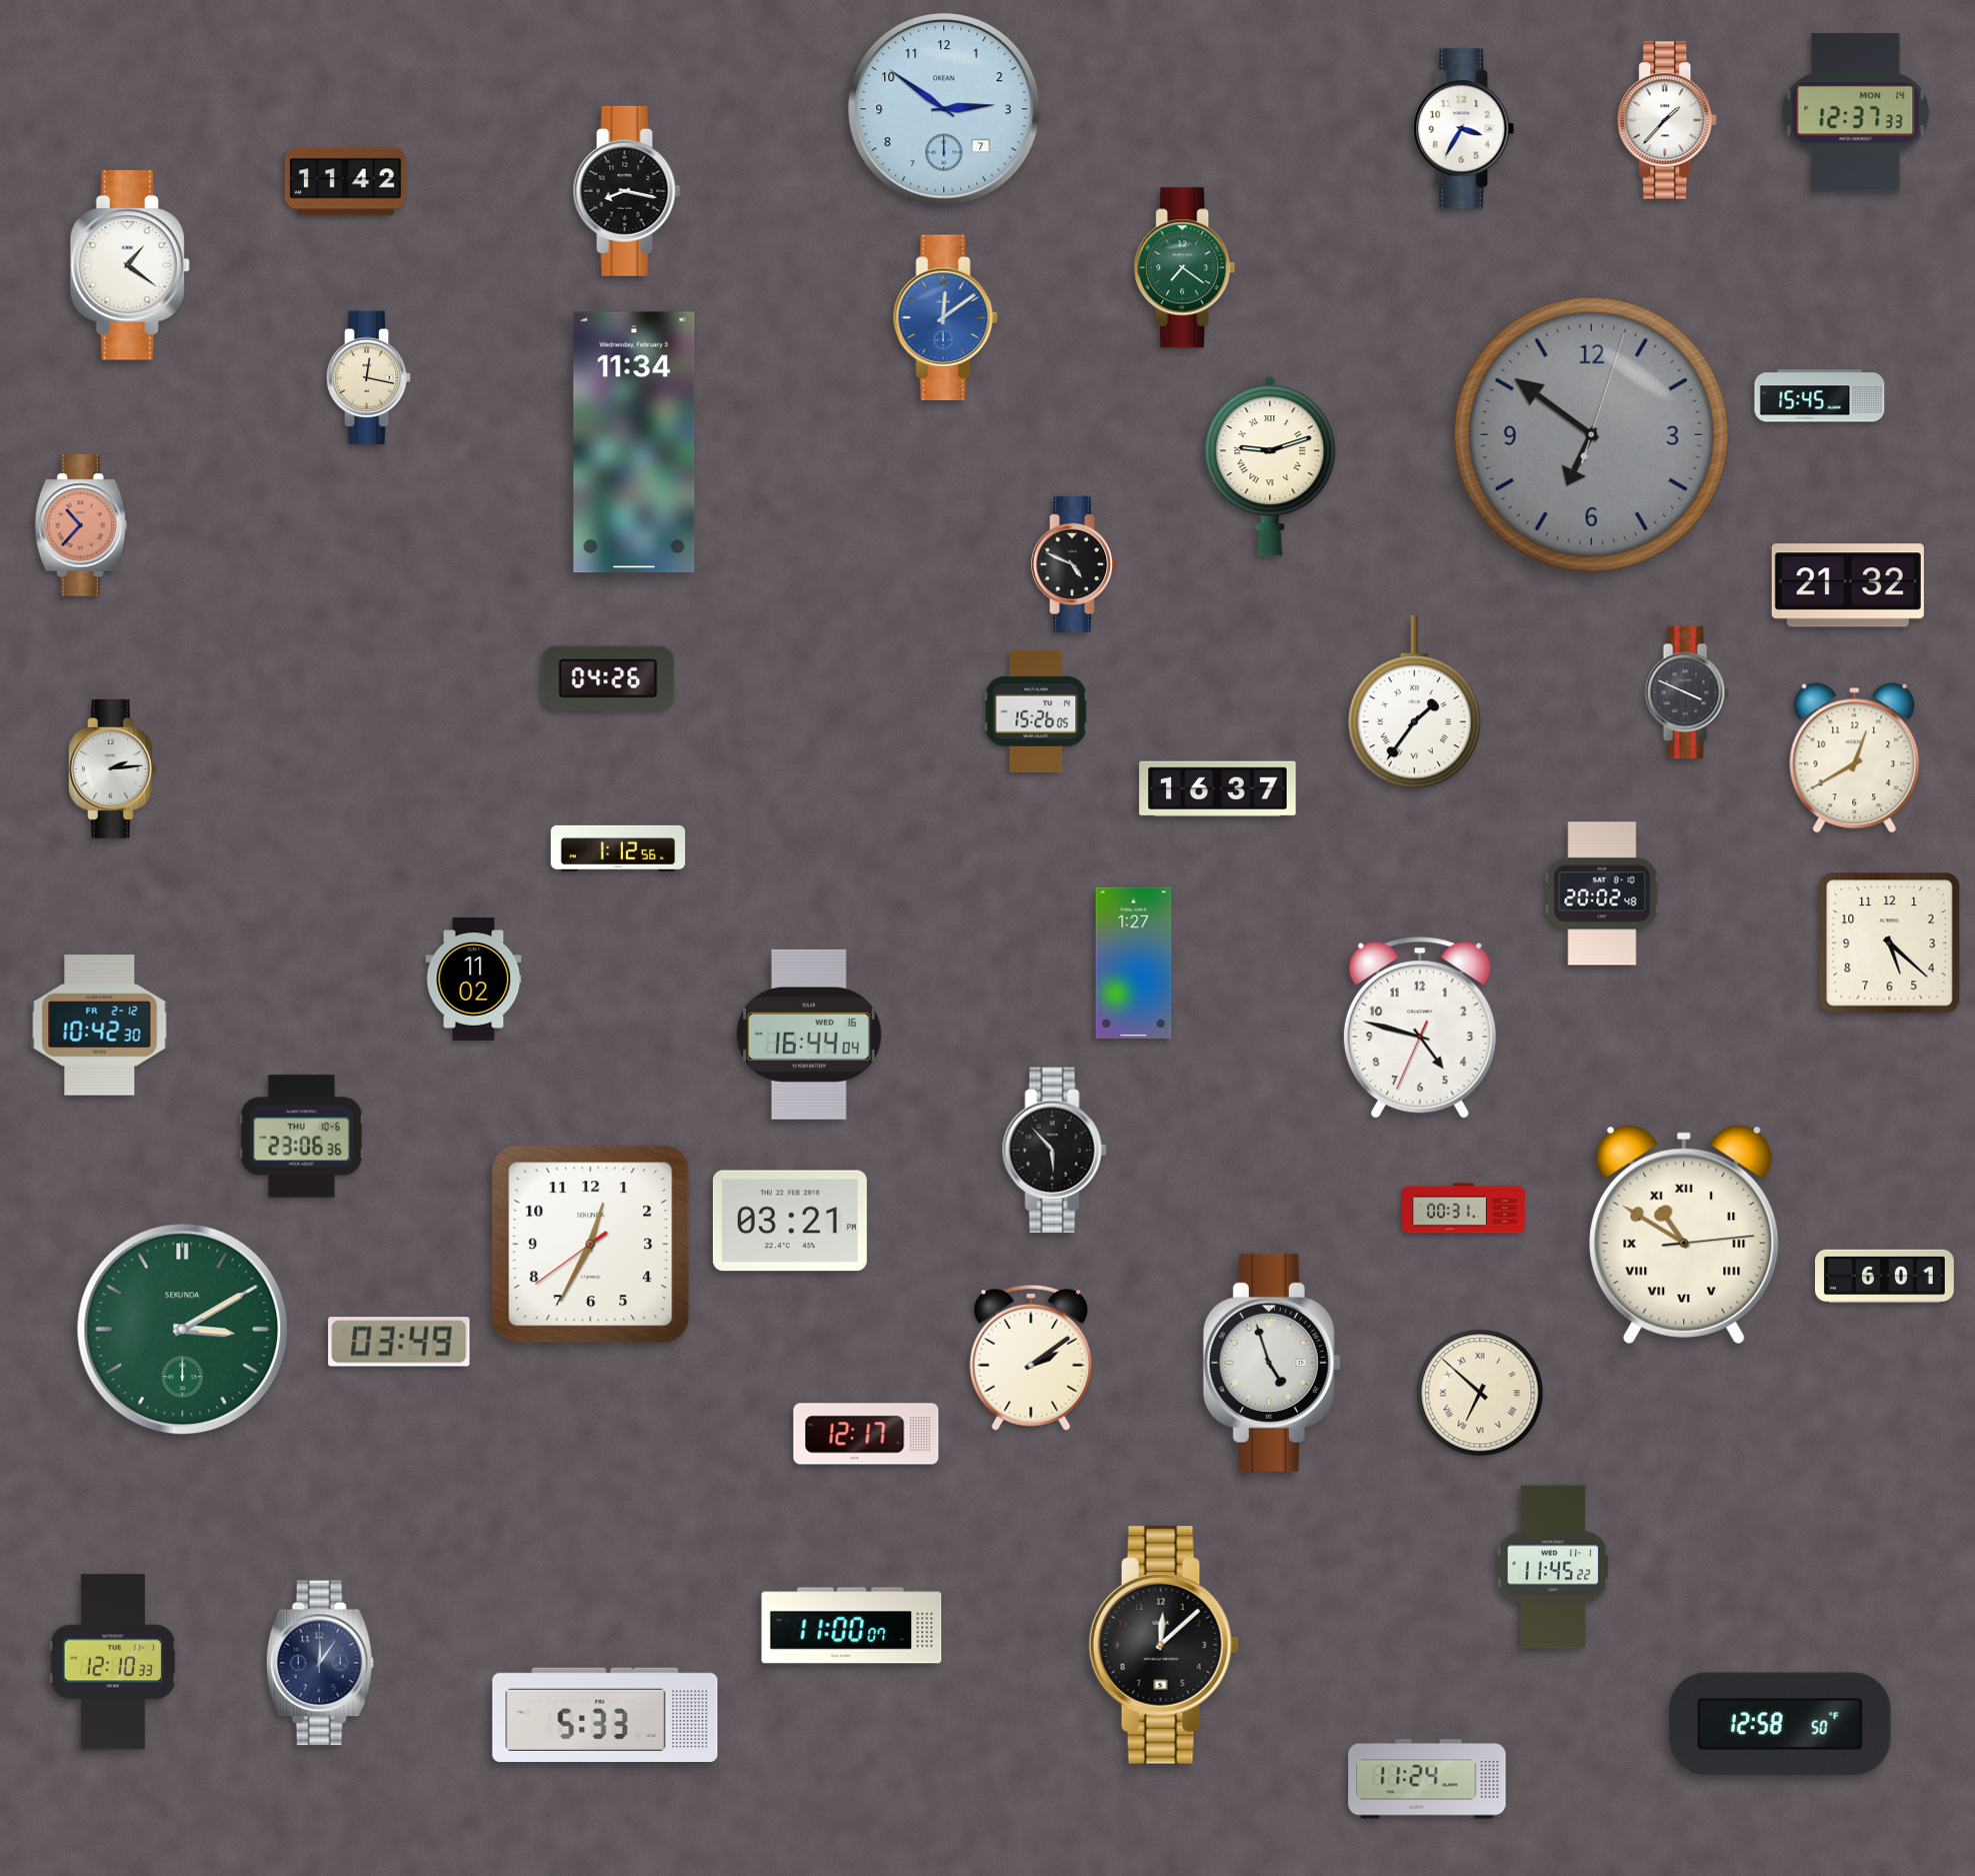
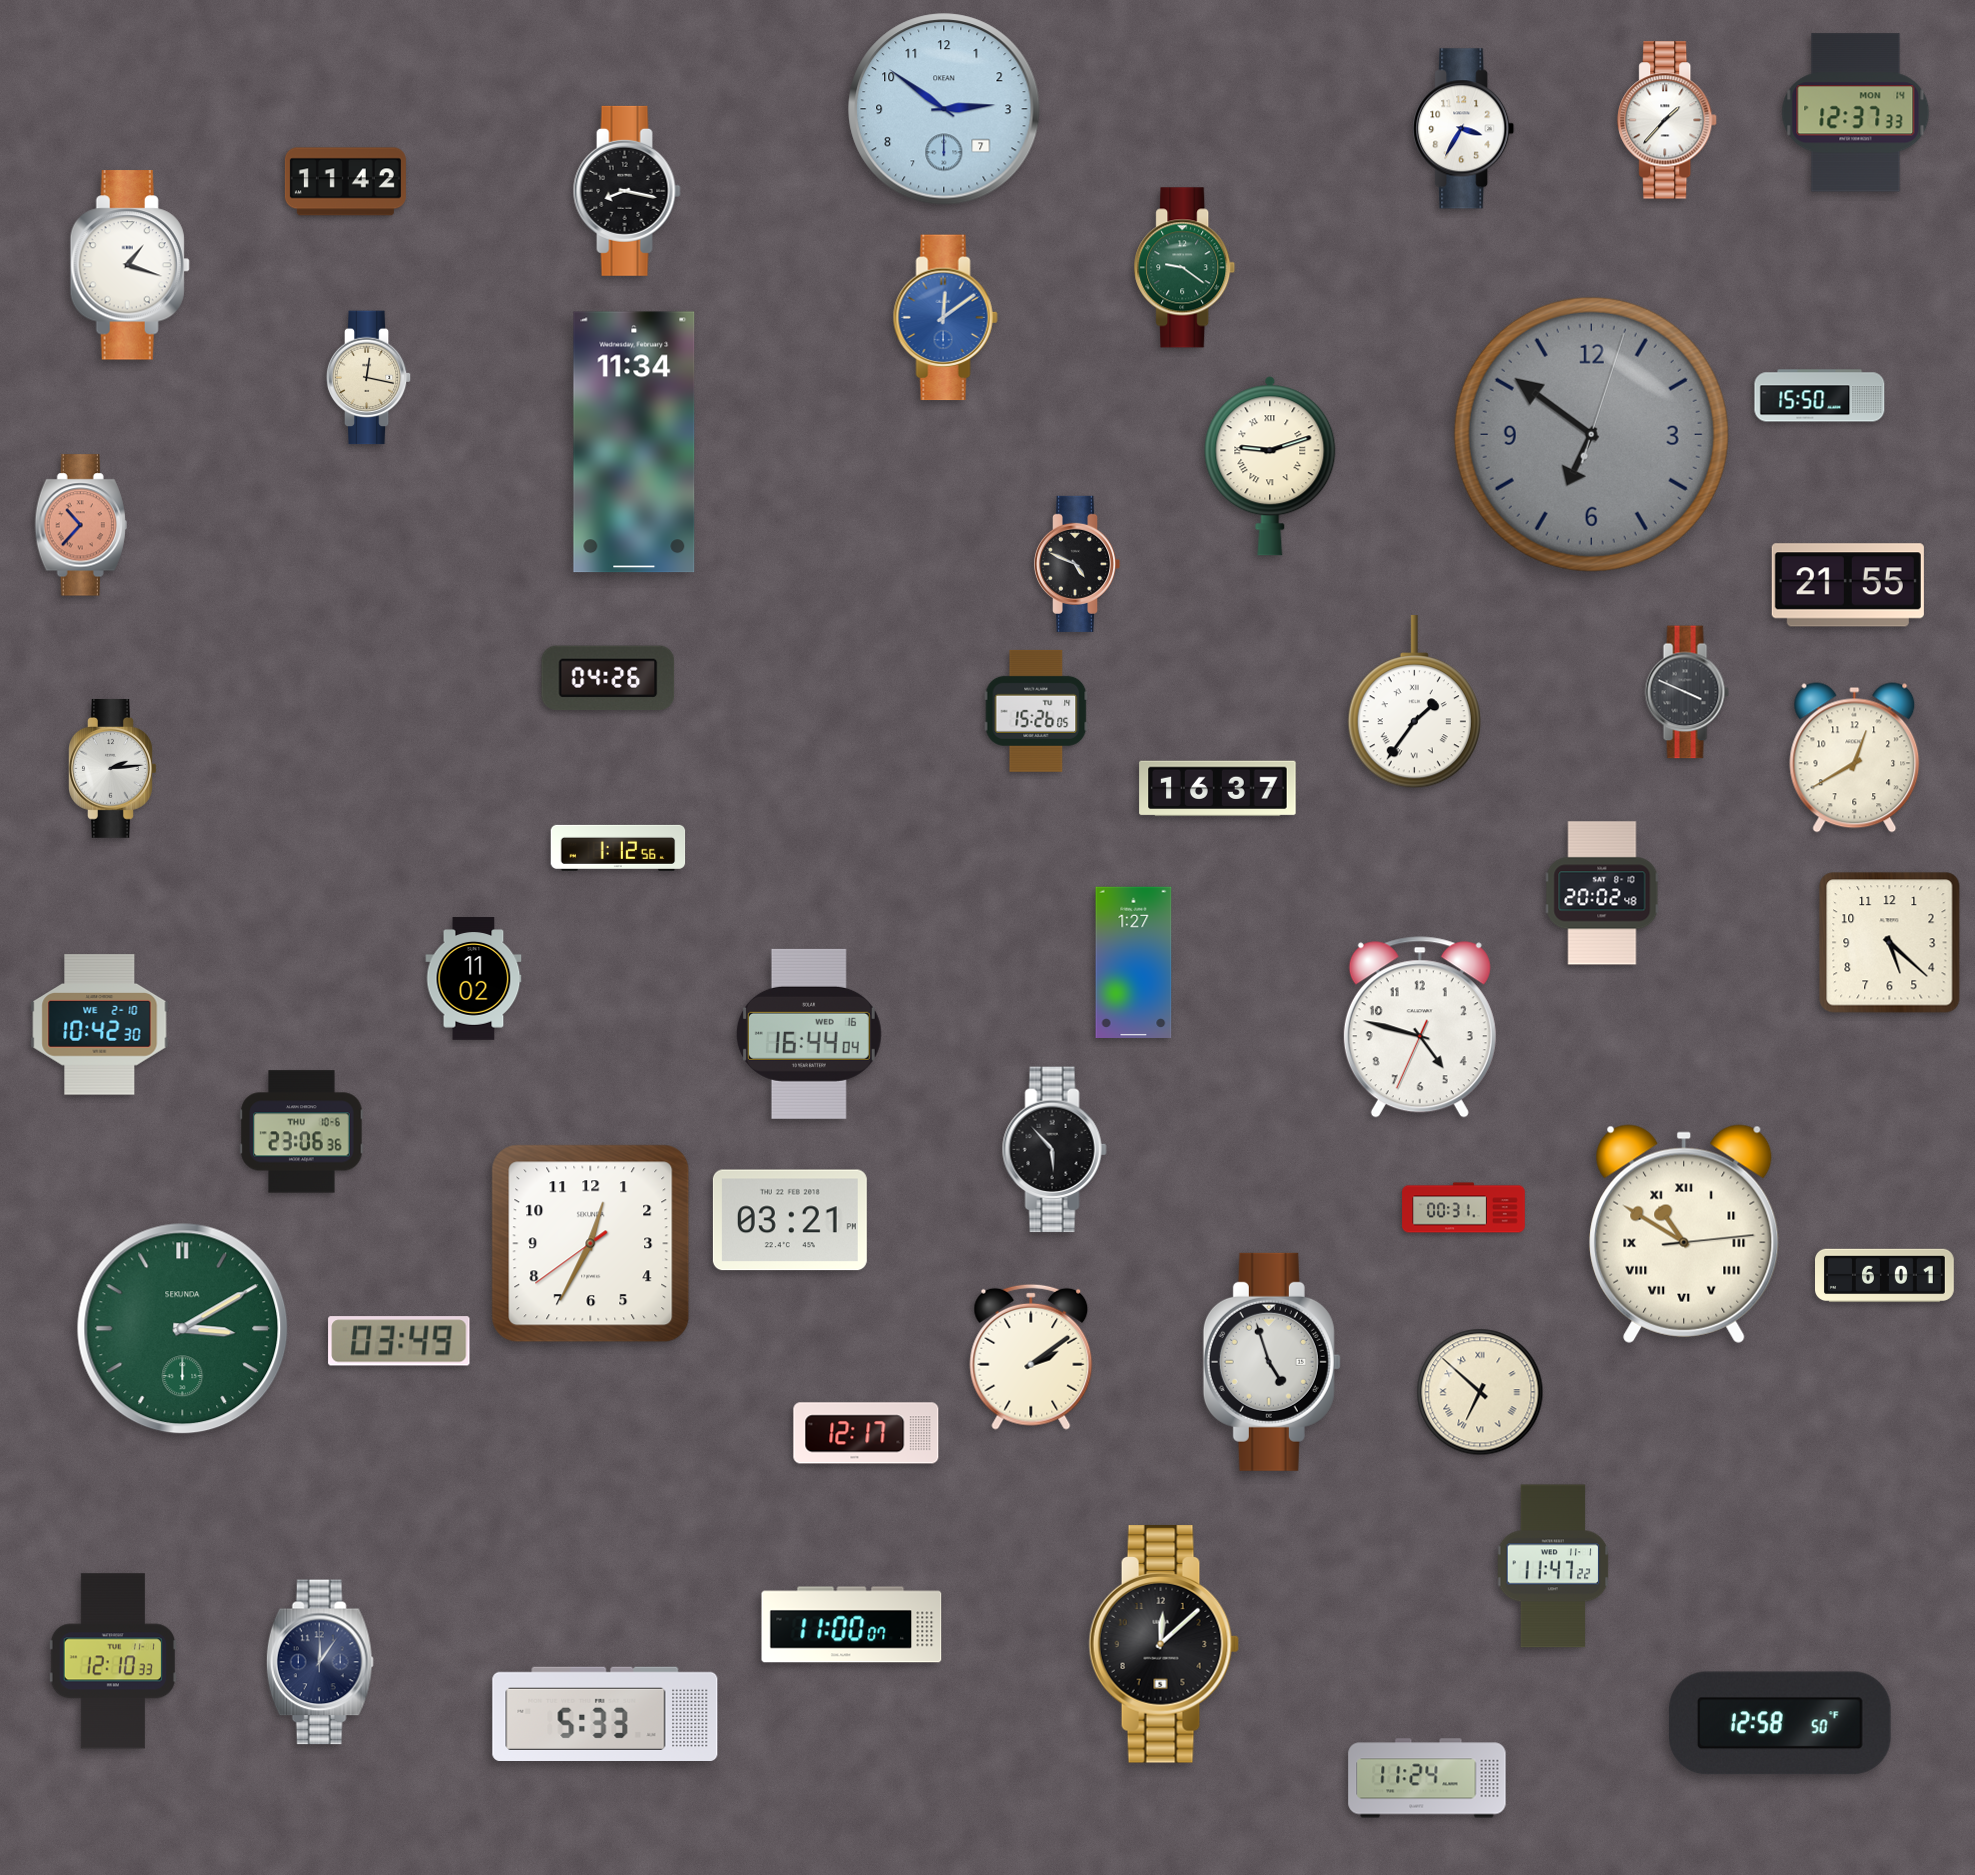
clock at (130, 265): 1:21 -> 1:18
clock at (1185, 268): 7:21 -> 9:21
clock at (1820, 396): 15:45 -> 15:50
clock at (1074, 564) position: (1074, 564) -> (1077, 564)
clock at (1848, 585): 21:32 -> 21:55
clock at (100, 1026) date: FR 2-12 -> WE 2-10
clock at (302, 1137) position: (302, 1137) -> (302, 1132)
clock at (1553, 1567): 11:45 -> 11:47
